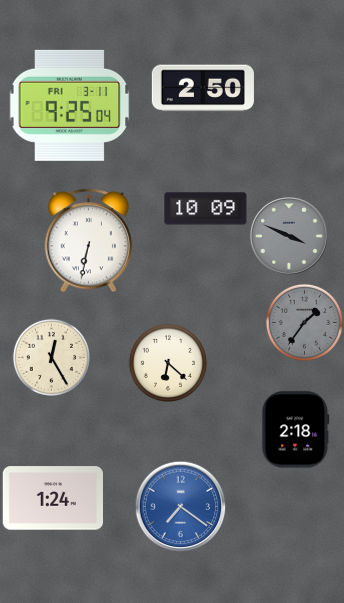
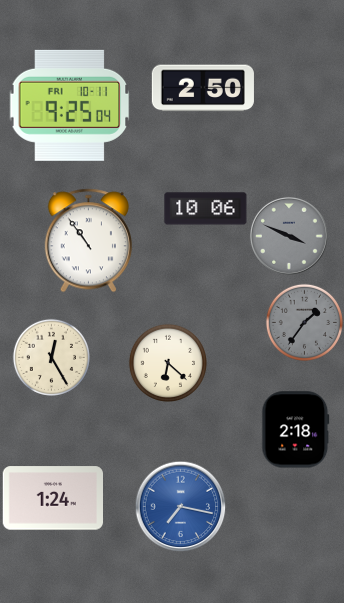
clock at (70, 105) date: FRI 3-11 -> FRI 10-11
clock at (206, 209): 10:09 -> 10:06
clock at (88, 241): 6:32 -> 10:54
clock at (180, 506): 7:21 -> 7:17
